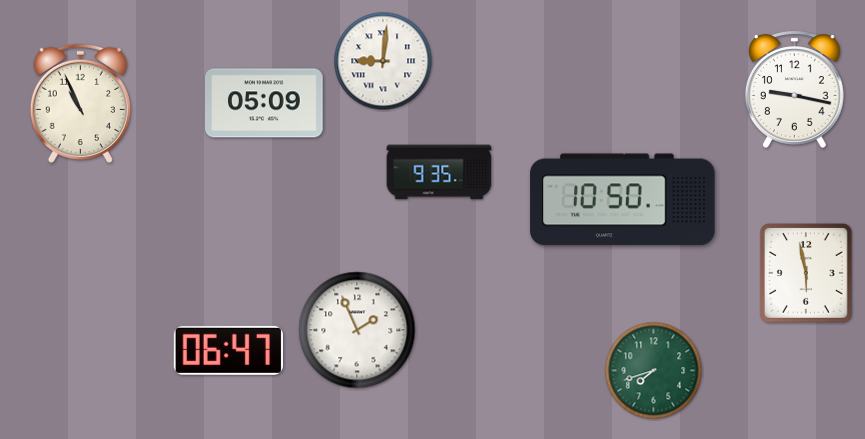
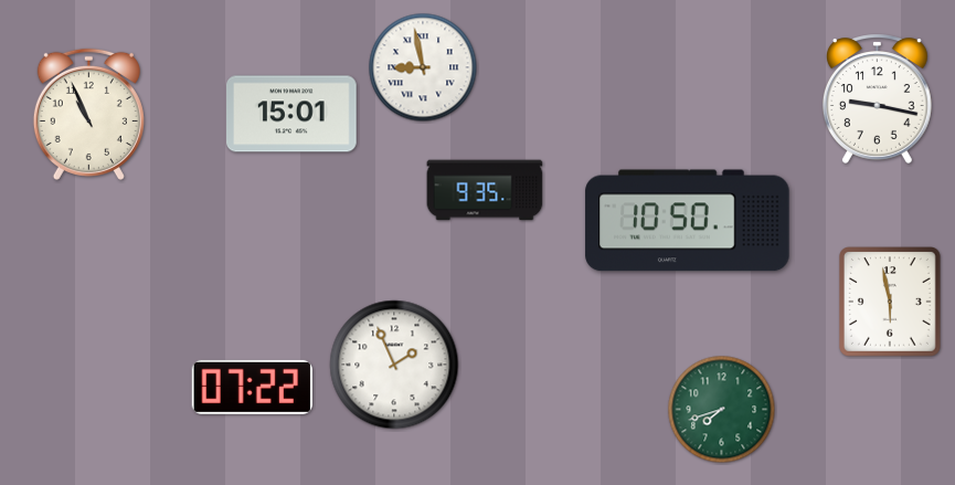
clock at (383, 61): 9:01 -> 8:58
clock at (265, 103): 05:09 -> 15:01
clock at (228, 350): 06:47 -> 07:22
